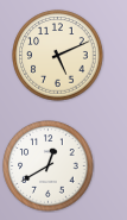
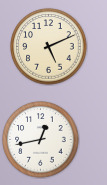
clock at (49, 166): 12:40 -> 12:43
